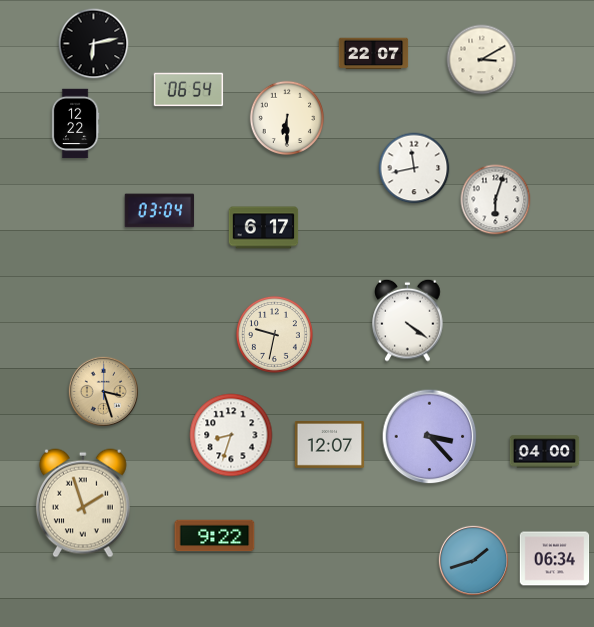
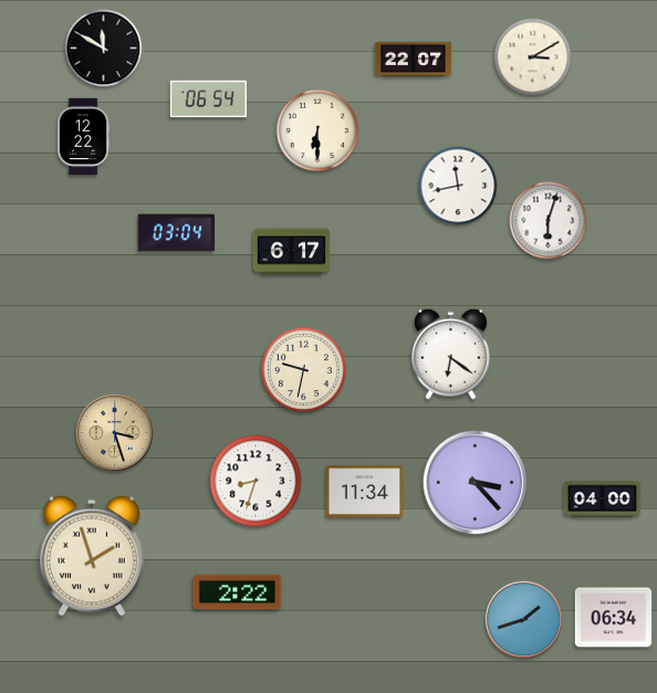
clock at (94, 44): 6:13 -> 11:50
clock at (482, 60) position: (482, 60) -> (533, 57)
clock at (408, 320): 4:21 -> 6:21
clock at (330, 444): 12:07 -> 11:34
clock at (215, 536): 9:22 -> 2:22
